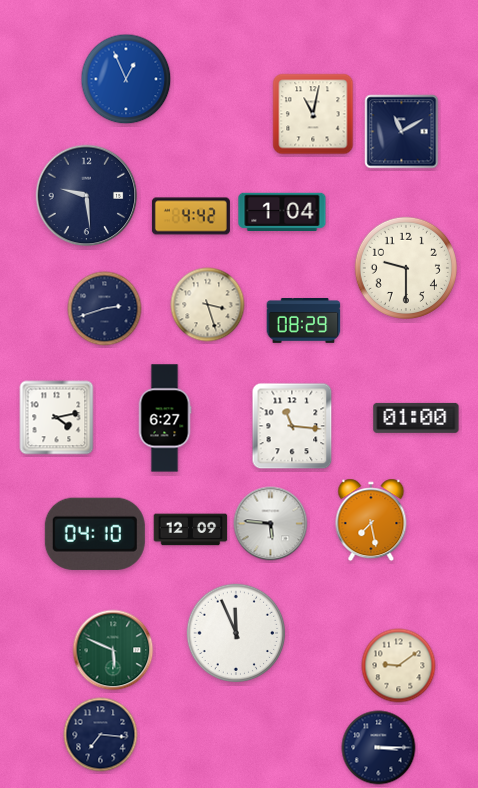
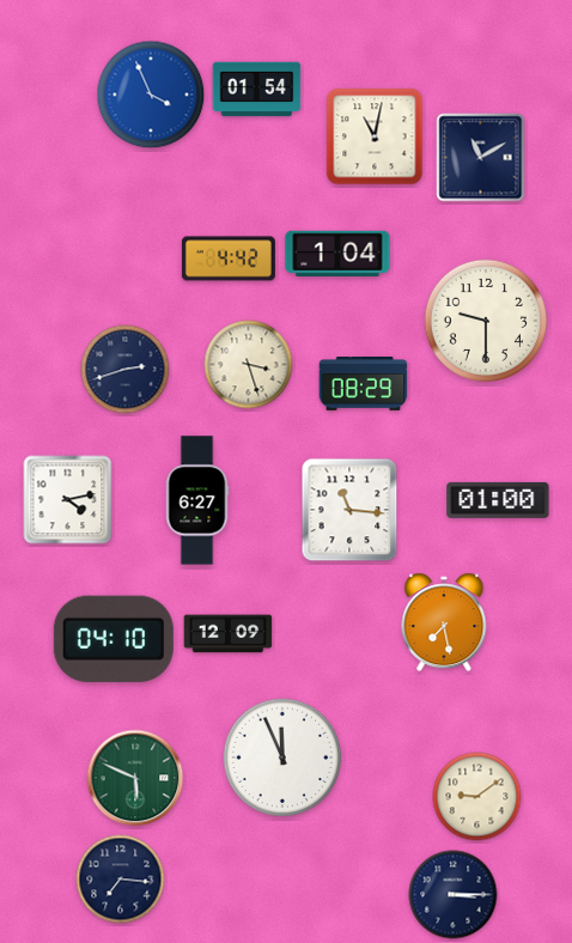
clock at (257, 90): none -> 01:54
clock at (126, 79): 12:56 -> 3:56
clock at (87, 196): 9:29 -> none
clock at (271, 524): 5:46 -> none
